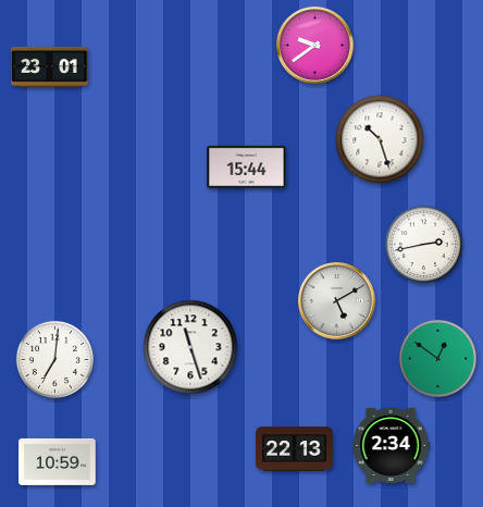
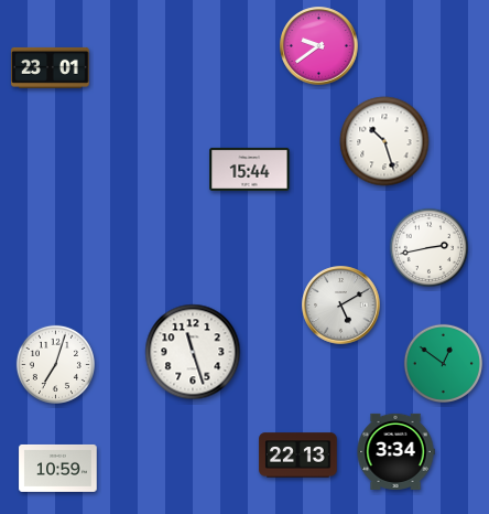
clock at (54, 359): 7:01 -> 7:03
clock at (391, 445): 2:34 -> 3:34
